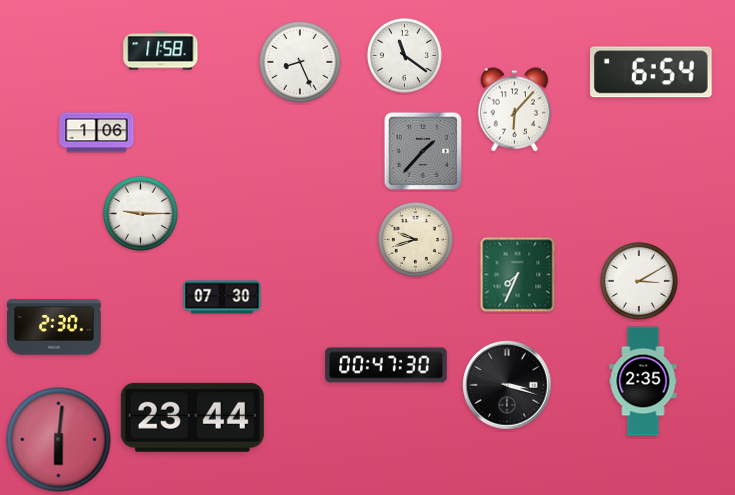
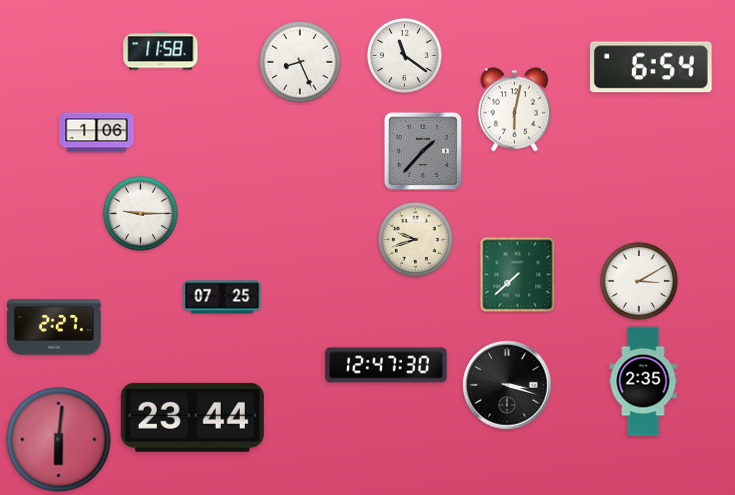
clock at (652, 72) position: (652, 72) -> (652, 67)
clock at (515, 110): 6:07 -> 6:02
clock at (518, 275): 7:34 -> 7:38
clock at (222, 297): 07:30 -> 07:25
clock at (55, 327): 2:30 -> 2:27
clock at (386, 365): 00:47 -> 12:47
